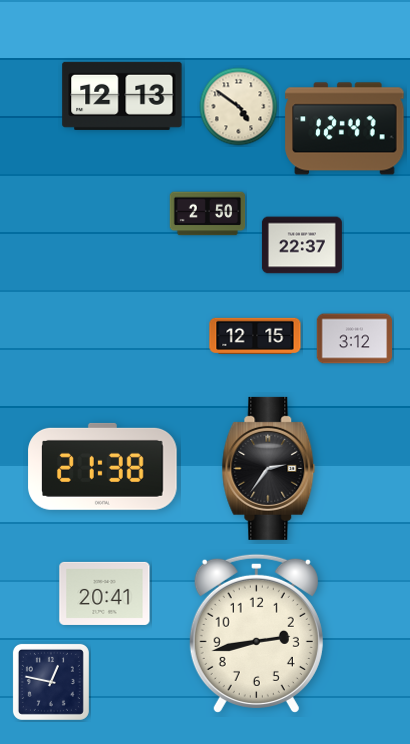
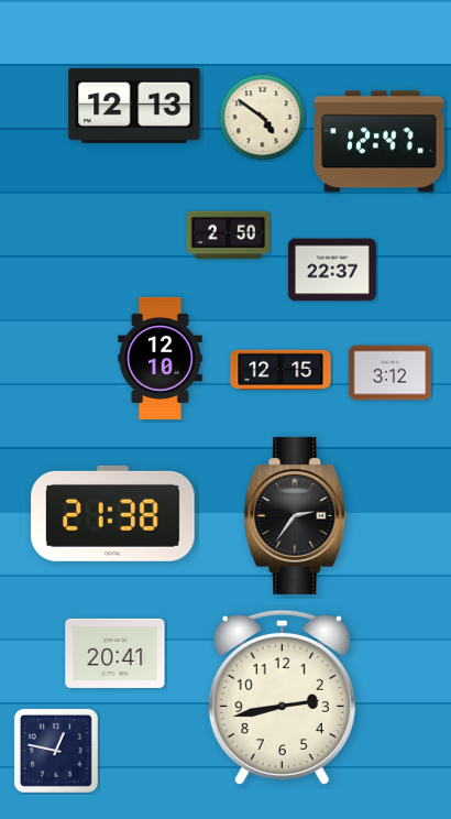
clock at (161, 358): none -> 12:10
